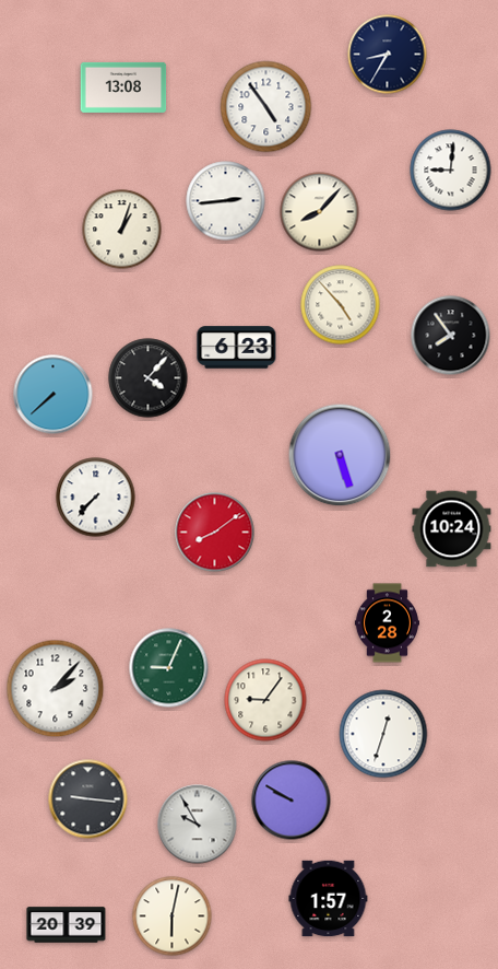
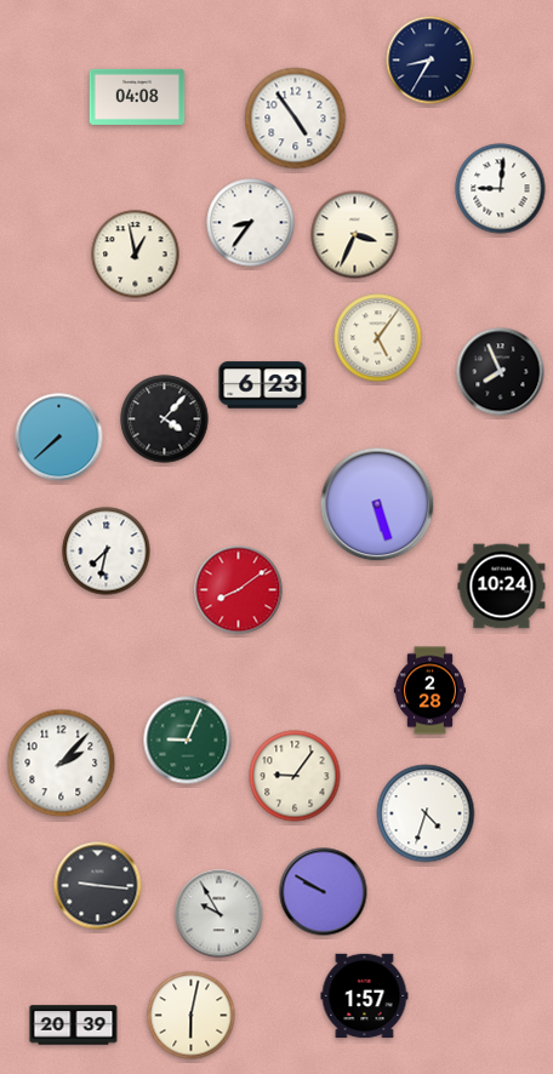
clock at (123, 87): 13:08 -> 04:08
clock at (226, 201): 2:44 -> 8:36
clock at (320, 212): 8:07 -> 3:34
clock at (122, 230): 1:03 -> 12:58
clock at (341, 305): 4:53 -> 5:06
clock at (451, 336): 7:54 -> 7:56
clock at (96, 498): 7:37 -> 7:32
clock at (383, 734): 12:33 -> 4:33
clock at (292, 801) position: (292, 801) -> (324, 892)
